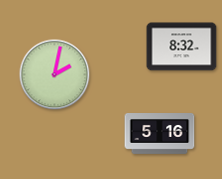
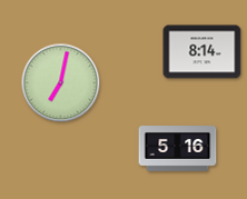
clock at (182, 47): 8:32 -> 8:14
clock at (55, 75): 2:02 -> 7:02
